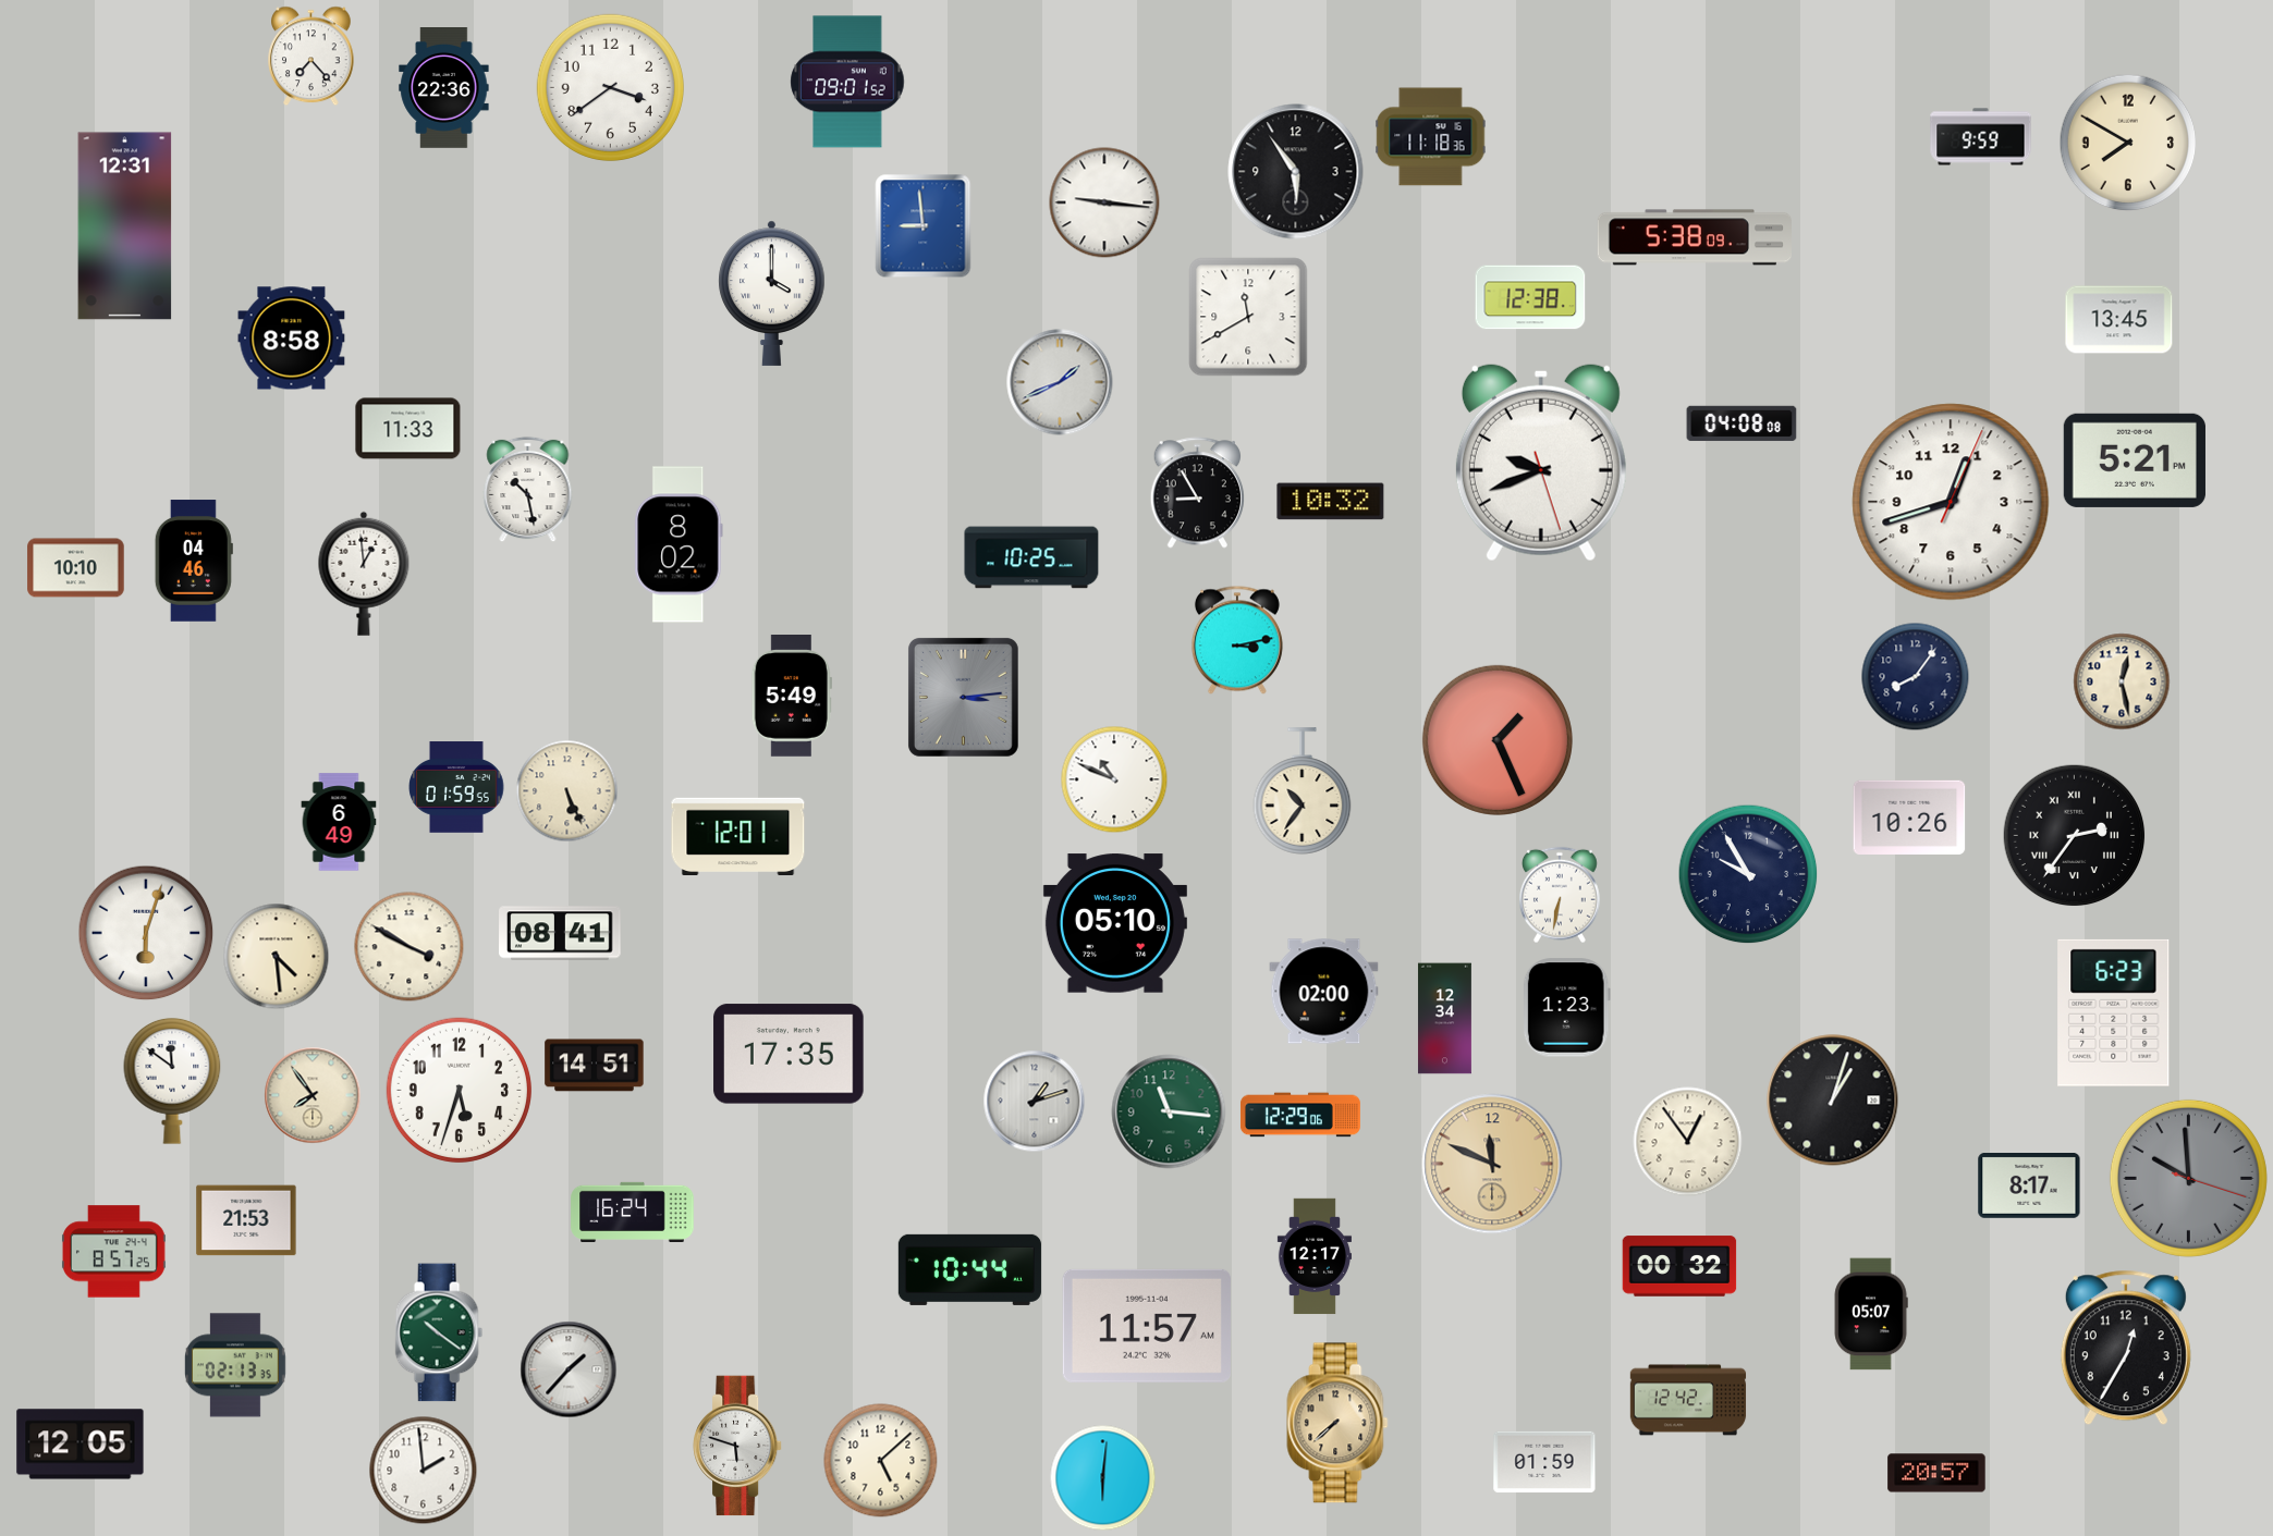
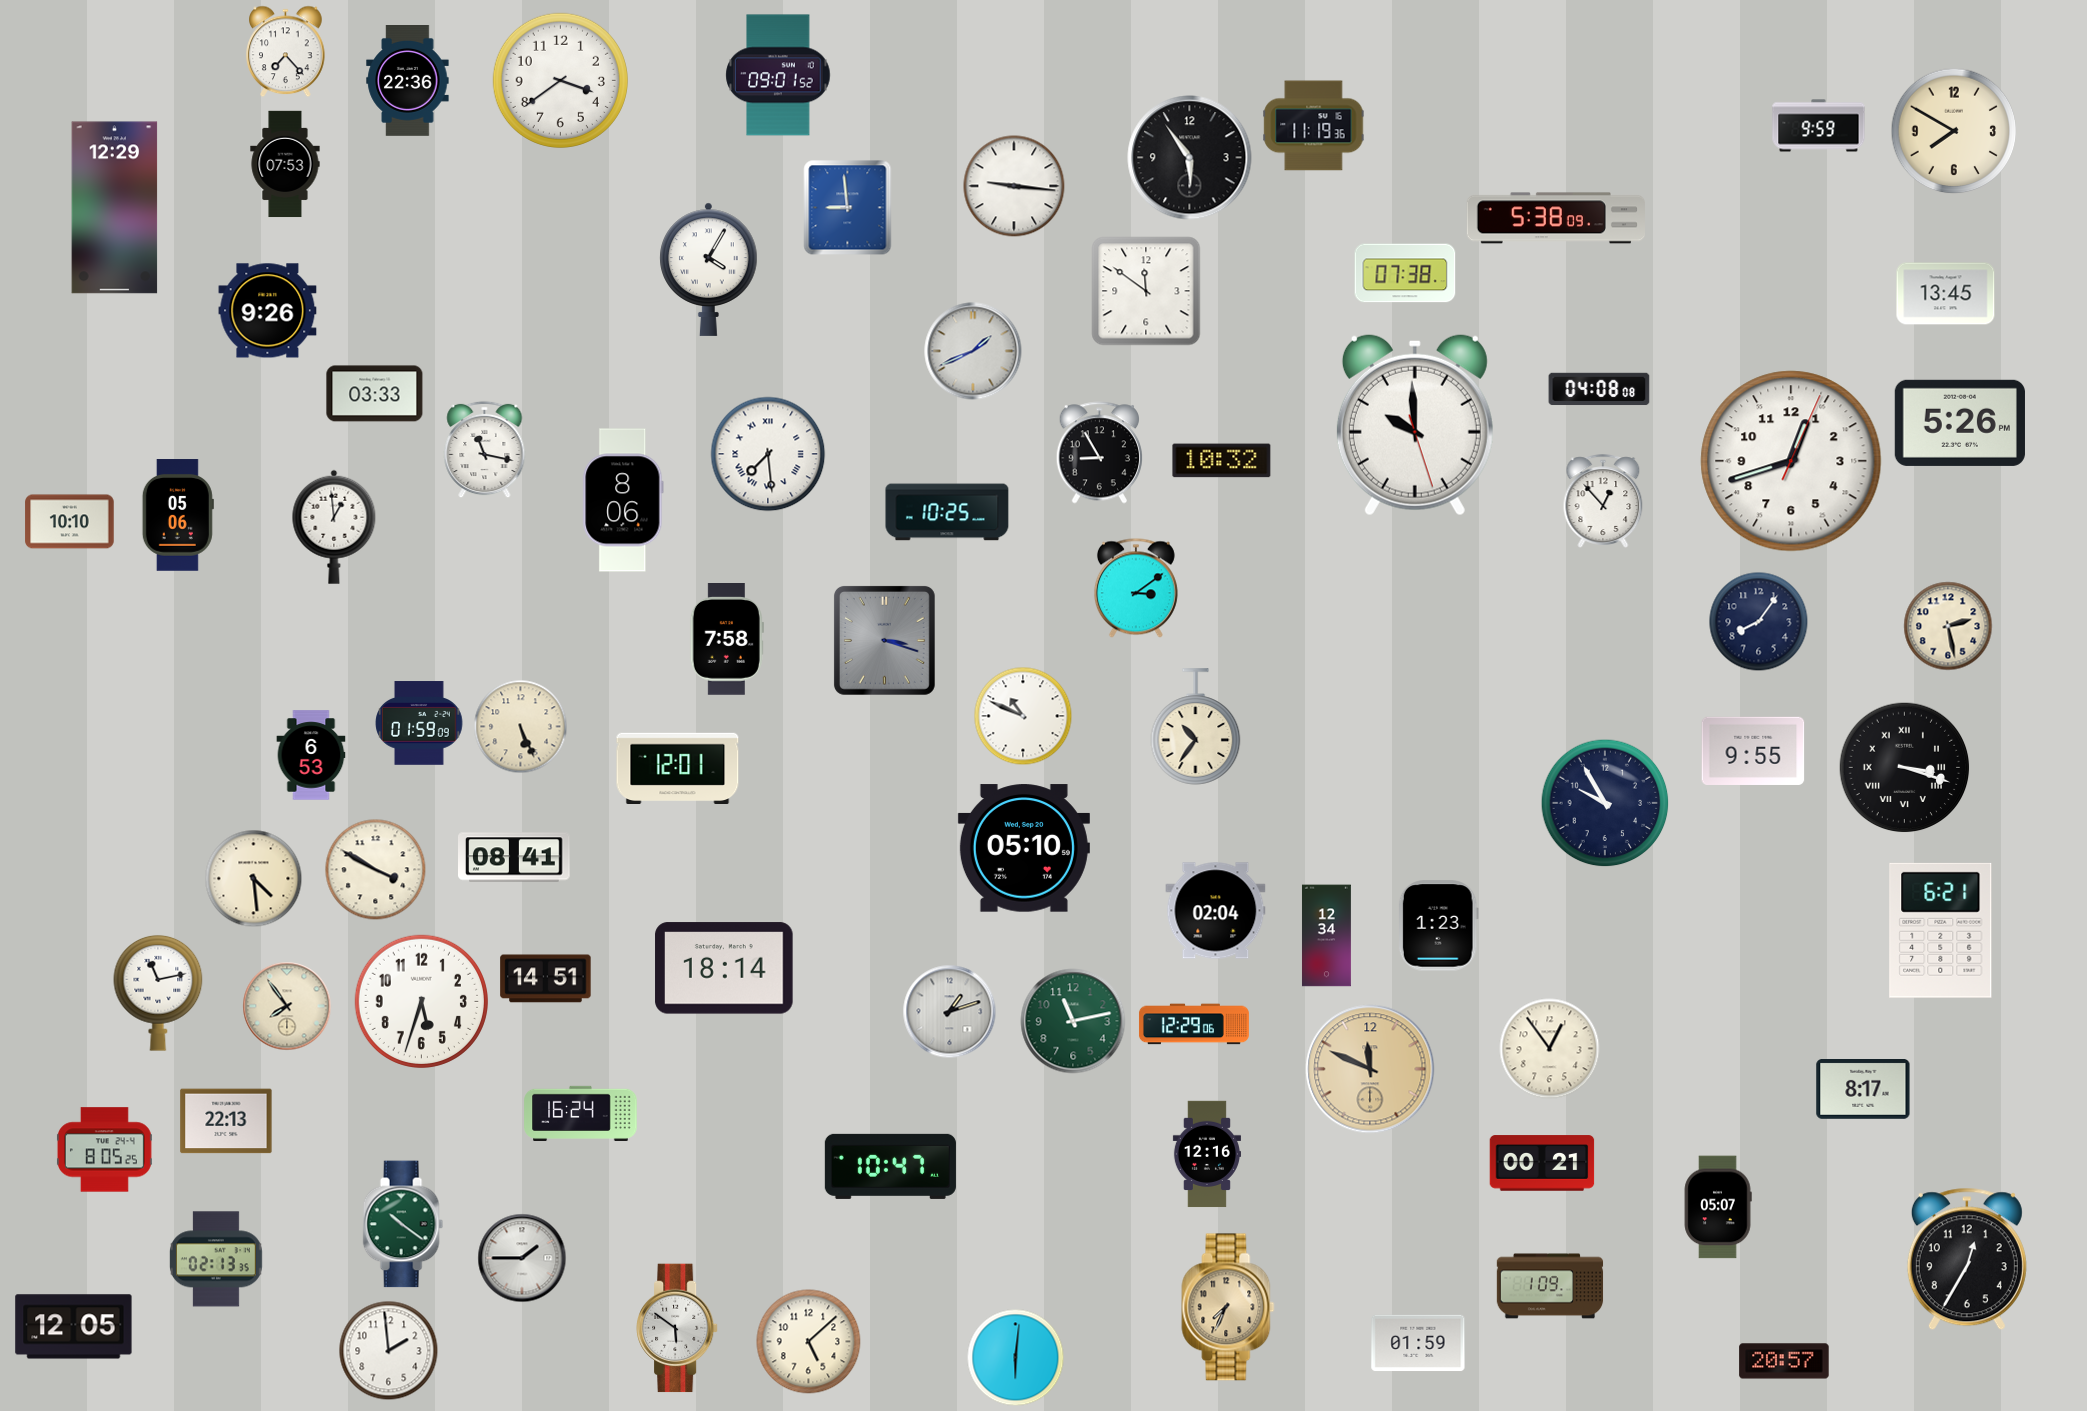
clock at (1431, 137): 11:18 -> 11:19
clock at (285, 164): none -> 07:53
clock at (125, 226): 12:31 -> 12:29
clock at (772, 293): 4:00 -> 4:05
clock at (1530, 297): 12:38 -> 07:38
clock at (1248, 317): 11:40 -> 11:51
clock at (292, 339): 8:58 -> 9:26
clock at (408, 429): 11:33 -> 03:33
clock at (2135, 460): 5:21 -> 5:26
clock at (1541, 463): 9:41 -> 9:59
clock at (528, 490): 10:28 -> 11:17
clock at (768, 454): none -> 7:29
clock at (679, 544): 8:02 -> 8:06
clock at (1603, 501): none -> 12:53
clock at (194, 561): 04:46 -> 05:06
clock at (1237, 640): 3:13 -> 3:09
clock at (2122, 681): 12:28 -> 2:28
clock at (792, 697): 5:49 -> 7:58
clock at (963, 697): 3:14 -> 3:18
clock at (1498, 740): 1:26 -> none
clock at (456, 787): 01:59:55 -> 01:59:09
clock at (1909, 818): 10:26 -> 9:55
clock at (339, 822): 6:49 -> 6:53
clock at (2075, 836): 2:36 -> 3:18
clock at (1560, 895): 6:32 -> none
clock at (146, 933): 6:03 -> none
clock at (1324, 992): 02:00 -> 02:04
clock at (2114, 1012): 6:23 -> 6:21
clock at (789, 1054): 17:35 -> 18:14
clock at (172, 1081): 11:51 -> 11:13
clock at (1833, 1101): 1:03 -> none
clock at (1169, 1111): 11:16 -> 11:13
clock at (2188, 1178): 9:59 -> none
clock at (246, 1220): 21:53 -> 22:13
clock at (113, 1252): 8:57 -> 8:05
clock at (1315, 1256): 12:17 -> 12:16
clock at (1679, 1266): 00:32 -> 00:21
clock at (969, 1269): 10:44 -> 10:47
clock at (1147, 1326): 11:57 -> none
clock at (2126, 1348) position: (2126, 1348) -> (1967, 1259)
clock at (235, 1365) position: (235, 1365) -> (216, 1259)
clock at (569, 1369): 1:37 -> 1:45
clock at (1688, 1400): 12:42 -> 1:09
clock at (1337, 1423): 7:38 -> 7:34
clock at (738, 1446): 5:48 -> 5:51
clock at (1936, 1473) position: (1936, 1473) -> (1784, 1361)
clock at (1103, 1478) position: (1103, 1478) -> (1016, 1358)
